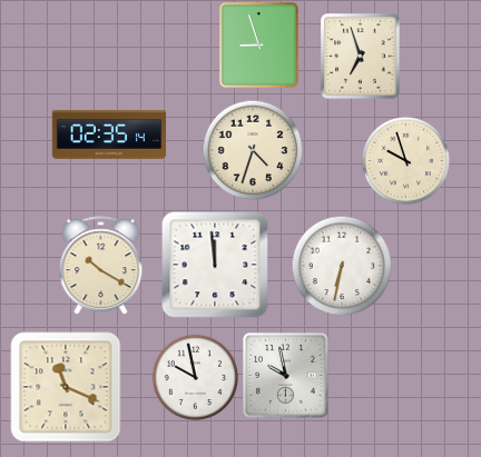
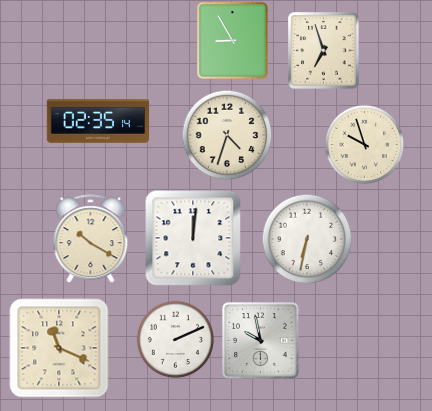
clock at (258, 44): 8:57 -> 8:55
clock at (215, 265): 11:59 -> 12:01
clock at (286, 376) position: (286, 376) -> (261, 341)
clock at (195, 377): 9:58 -> 2:11
